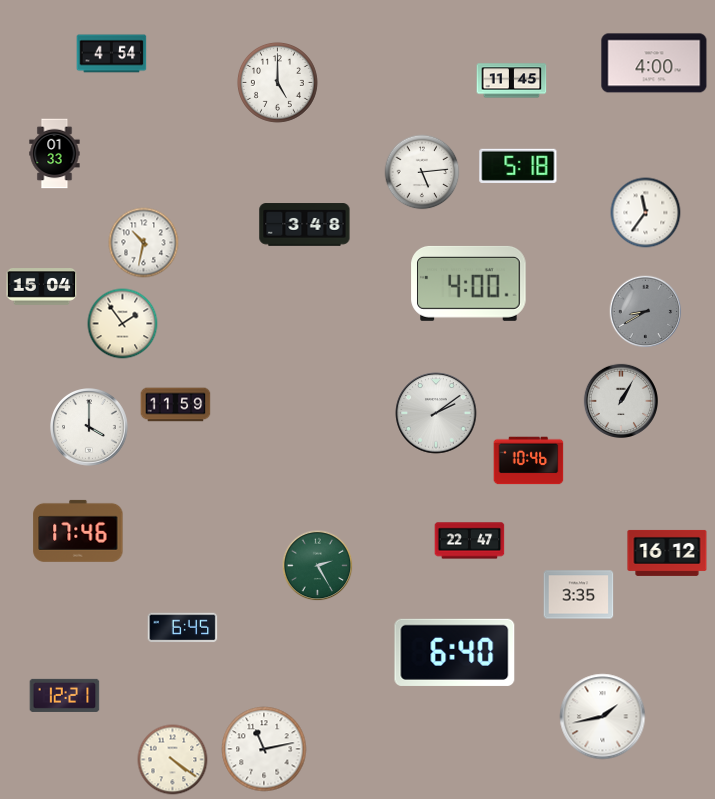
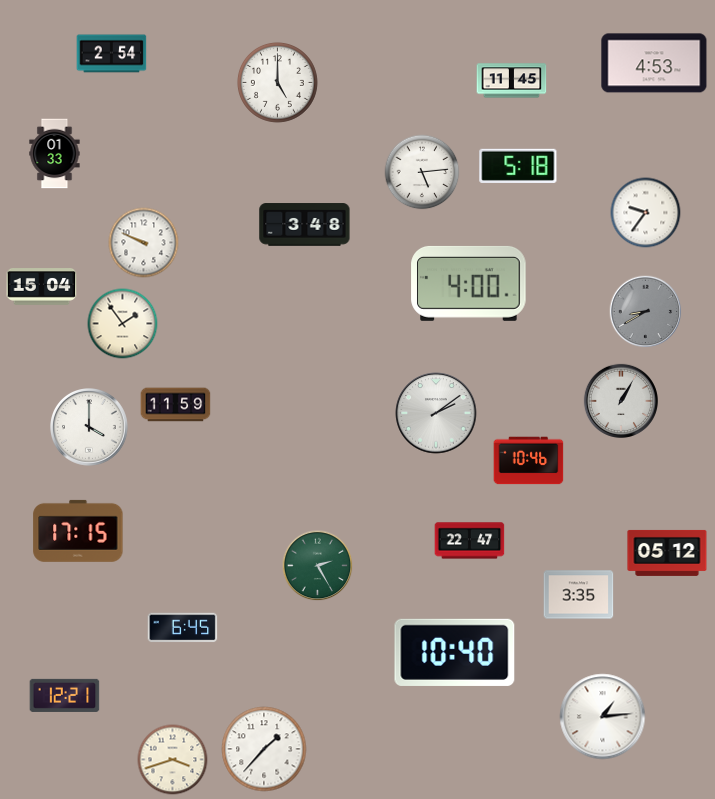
clock at (112, 54): 4:54 -> 2:54
clock at (654, 63): 4:00 -> 4:53
clock at (646, 213): 11:36 -> 9:36
clock at (144, 243): 10:32 -> 9:49
clock at (78, 531): 17:46 -> 17:15
clock at (667, 553): 16:12 -> 05:12
clock at (455, 652): 6:40 -> 10:40
clock at (603, 717): 1:43 -> 1:14
clock at (264, 749): 11:13 -> 1:37
clock at (173, 760): 4:21 -> 3:42
